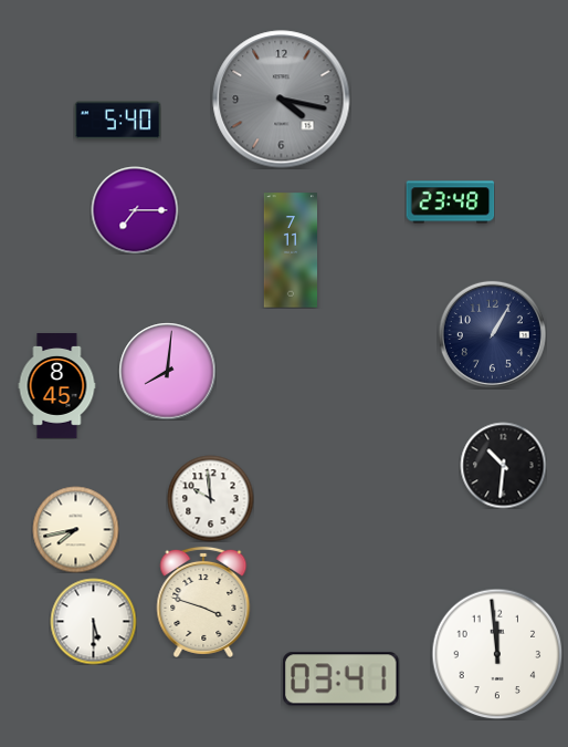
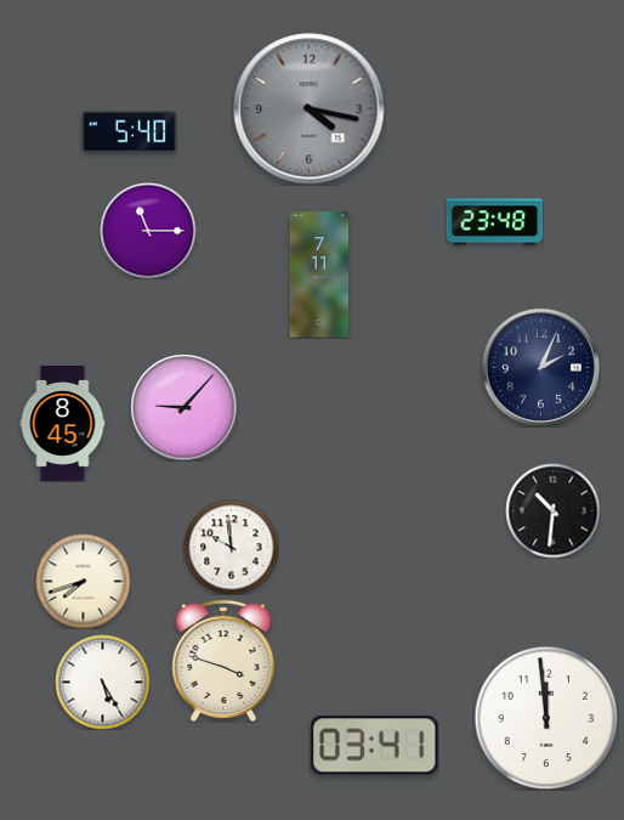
clock at (135, 210): 7:15 -> 11:15
clock at (492, 334): 1:05 -> 2:04
clock at (167, 371): 8:01 -> 9:07
clock at (75, 529): 7:43 -> 7:42
clock at (93, 621): 5:30 -> 5:25
